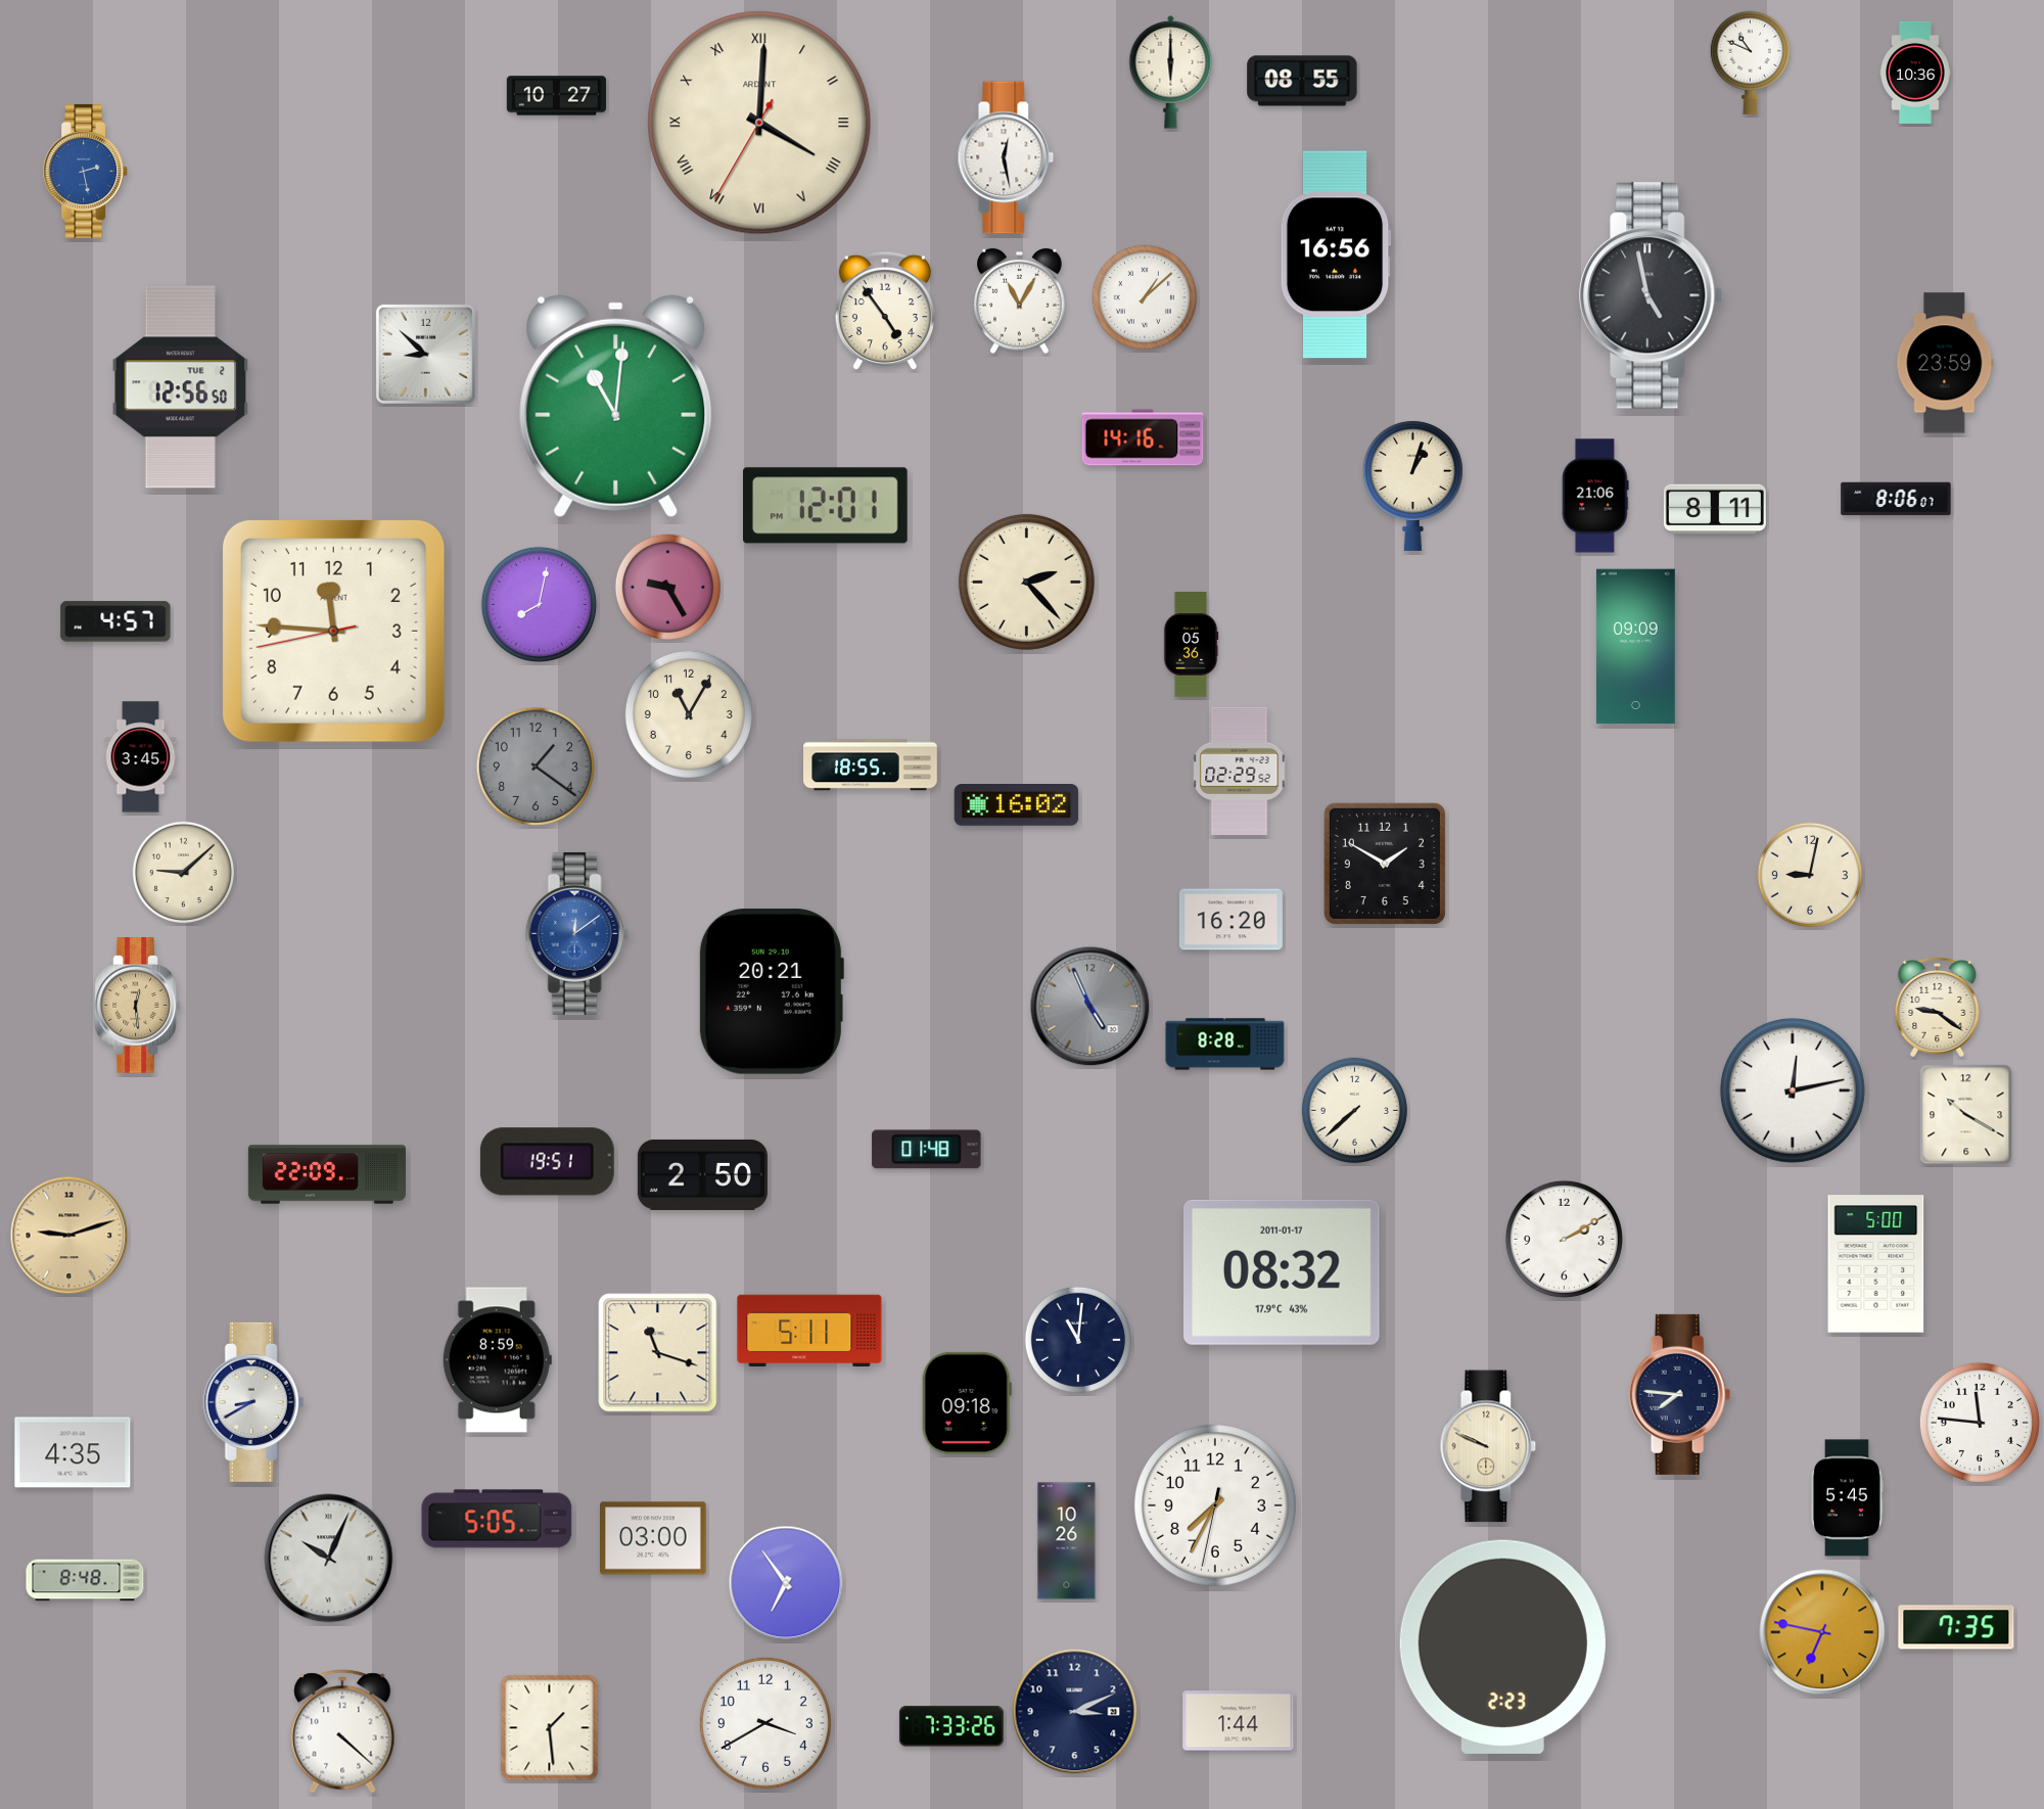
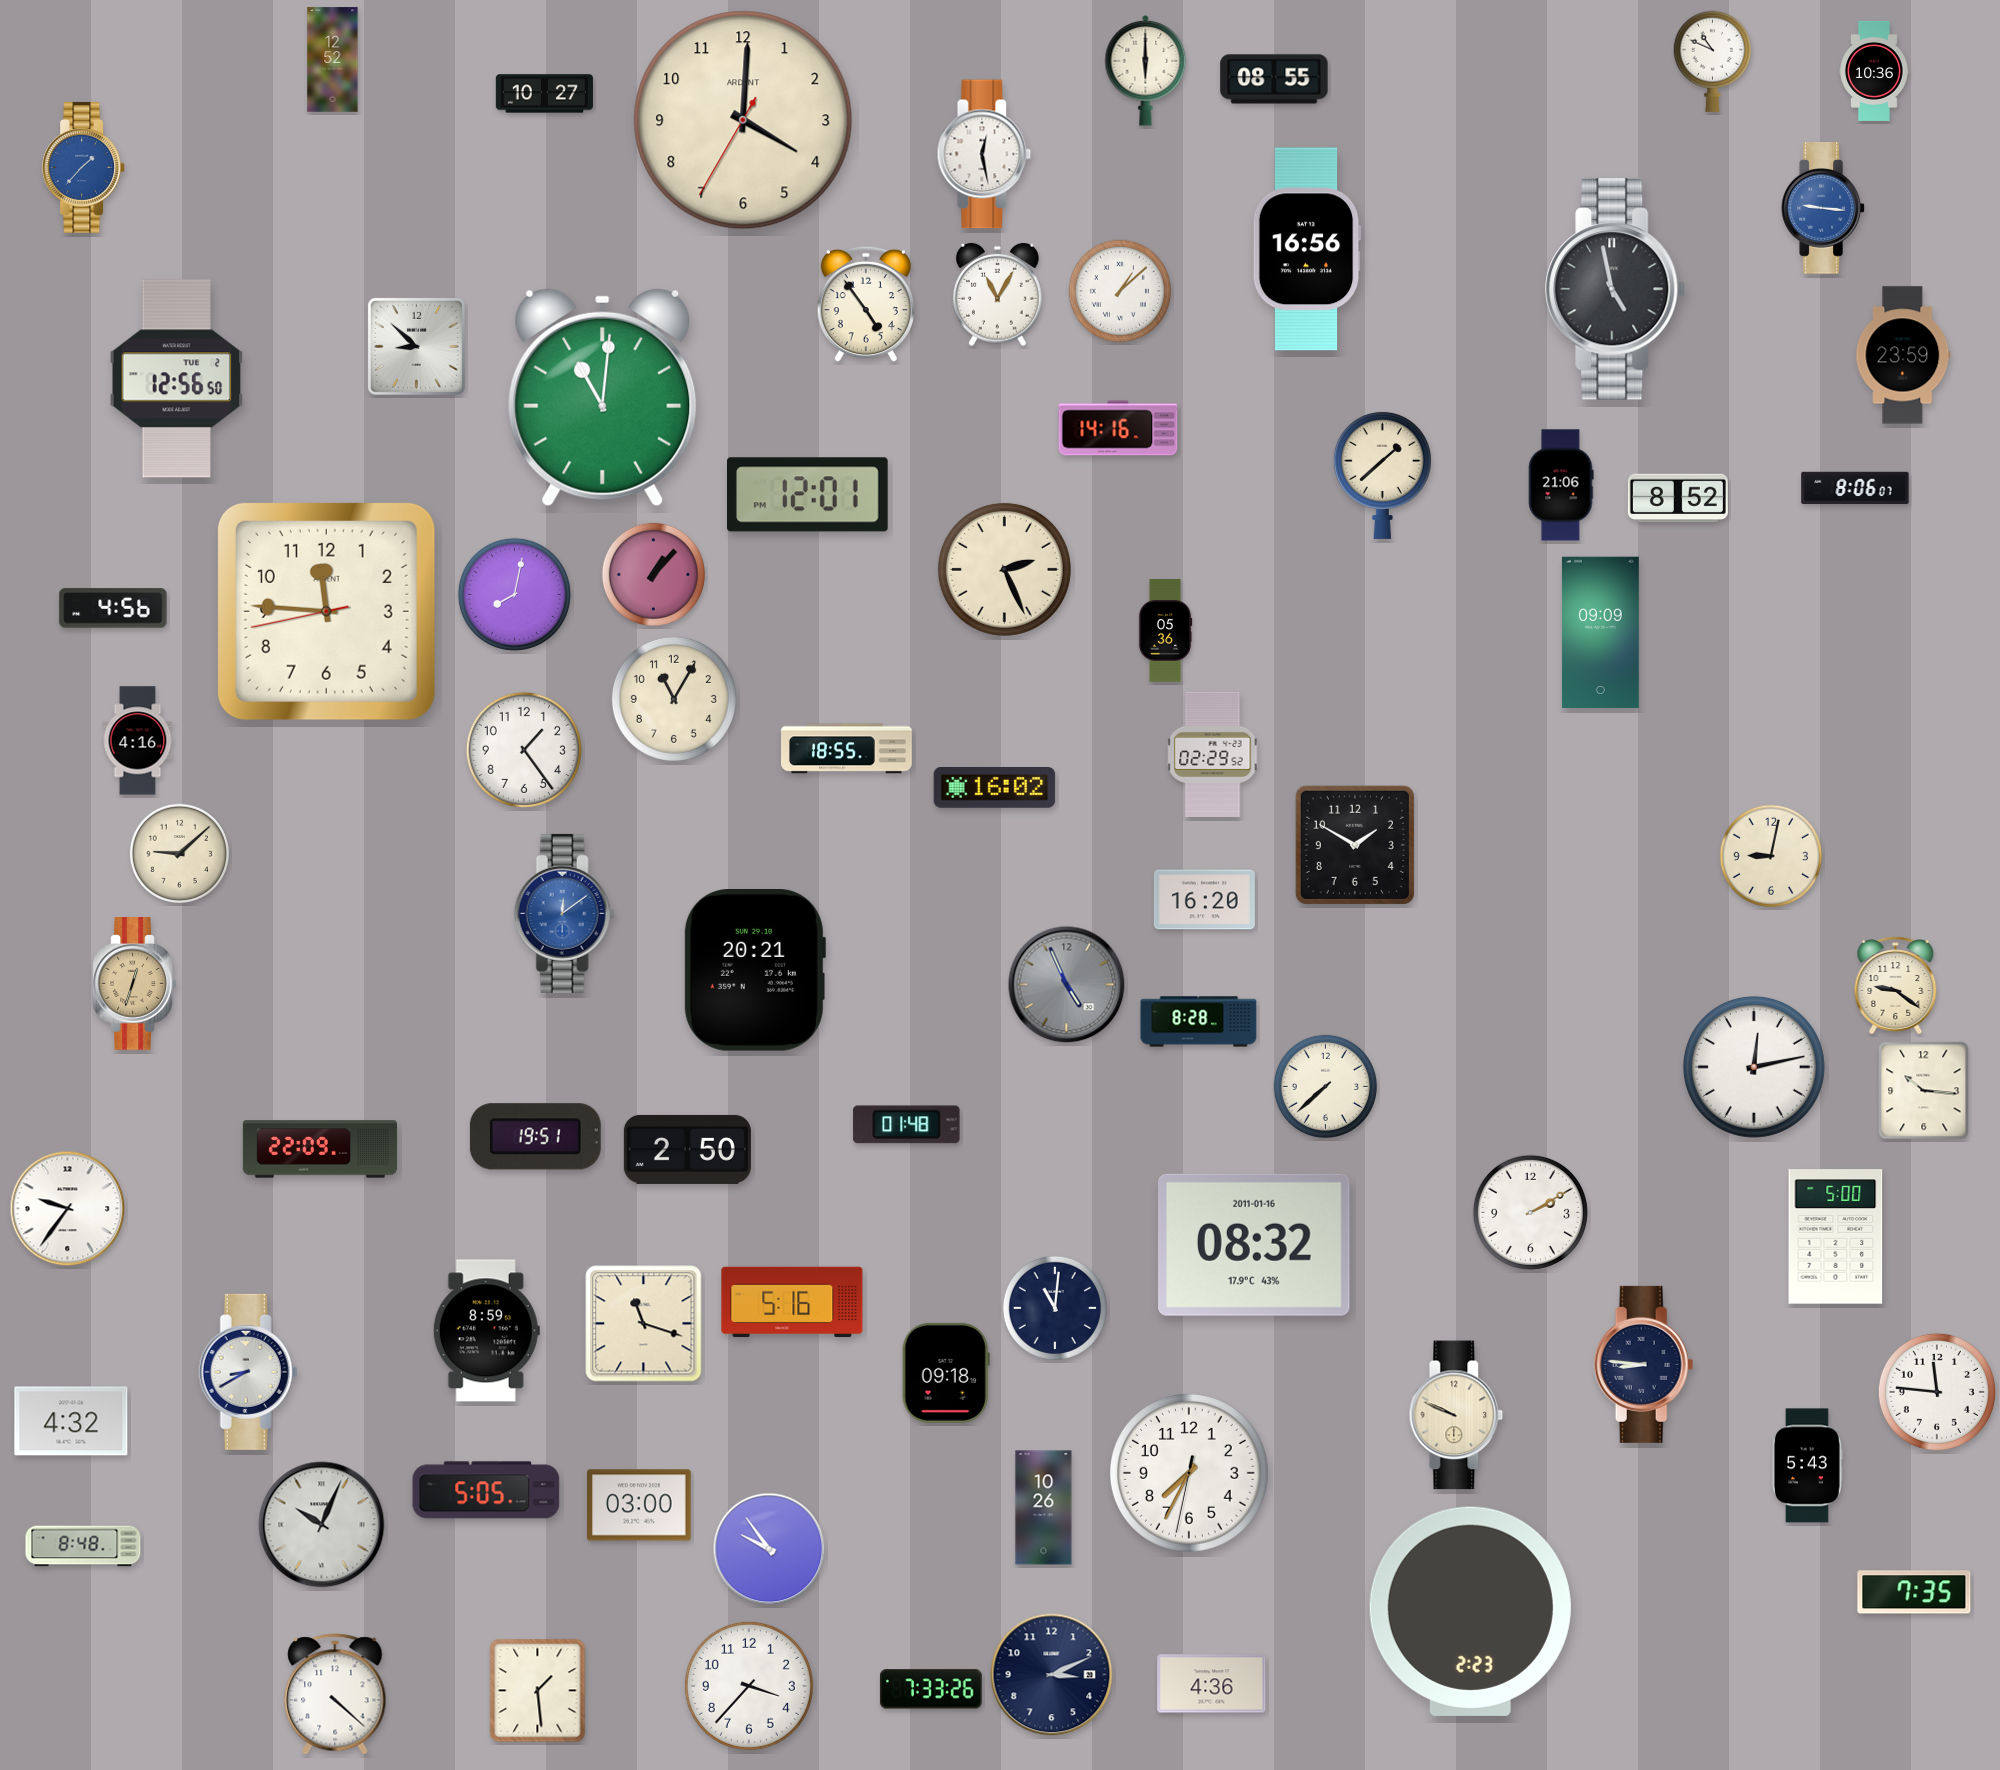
clock at (333, 60): none -> 12:52
clock at (759, 123) numerals: Roman -> Arabic
clock at (85, 171): 2:28 -> 1:37
clock at (1823, 209): none -> 9:16
clock at (1412, 485): 1:03 -> 1:38
clock at (1715, 509): 8:11 -> 8:52
clock at (1026, 582): 2:23 -> 2:26
clock at (667, 587): 9:25 -> 1:07
clock at (539, 604) position: (539, 604) -> (514, 594)
clock at (115, 621): 4:57 -> 4:56
clock at (333, 631) position: (333, 631) -> (326, 611)
clock at (141, 757): 3:45 -> 4:16
clock at (871, 766) position: (871, 766) -> (847, 749)
clock at (536, 767): 1:21 -> 1:24
clock at (536, 767) dial: grey -> white
clock at (138, 1006): 12:29 -> 12:33
clock at (1966, 1115): 10:20 -> 10:16
clock at (69, 1236): 9:12 -> 9:36
clock at (69, 1236) dial: champagne -> white
clock at (1283, 1272) date: 2011-01-17 -> 2011-01-16
clock at (809, 1330): 5:11 -> 5:16
clock at (1078, 1340) position: (1078, 1340) -> (1055, 1308)
clock at (1680, 1394): 7:46 -> 8:46
clock at (73, 1452): 4:35 -> 4:32
clock at (1847, 1498): 5:45 -> 5:43
clock at (497, 1519) position: (497, 1519) -> (486, 1490)
clock at (786, 1583): 6:54 -> 9:54
clock at (1822, 1632): 6:47 -> none
clock at (1239, 1721): 1:44 -> 4:36
clock at (765, 1723): 3:40 -> 3:37
